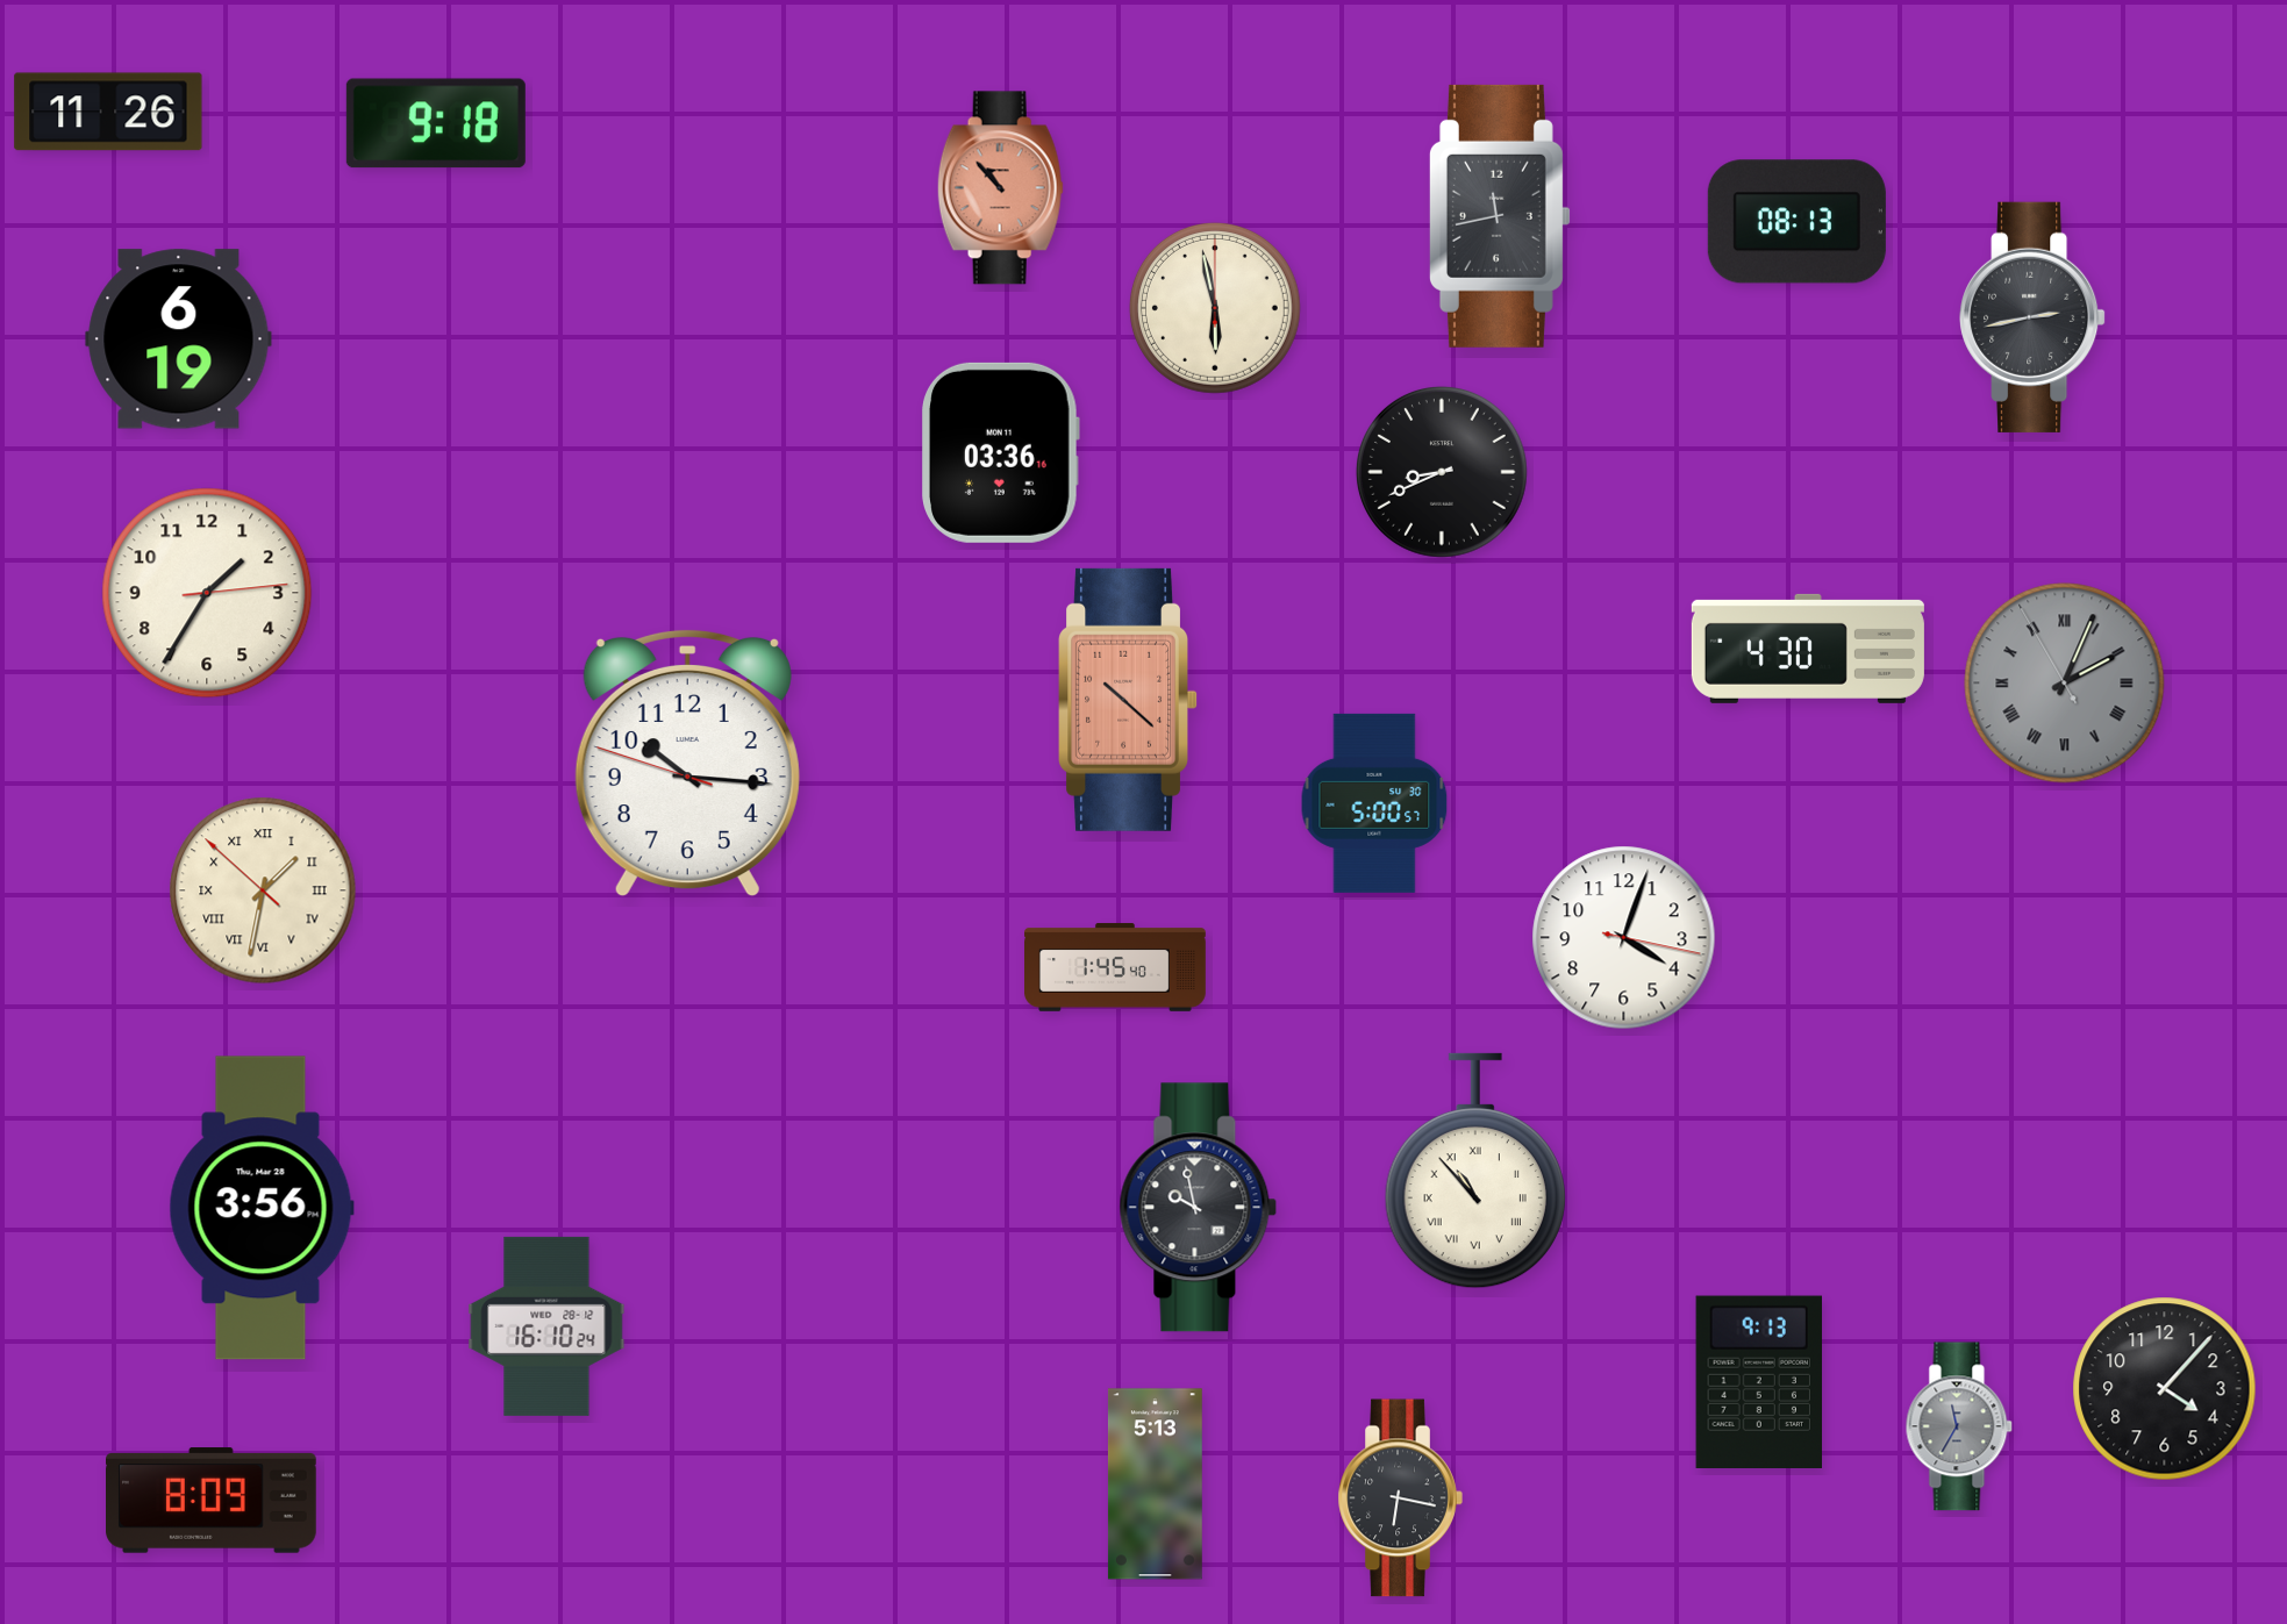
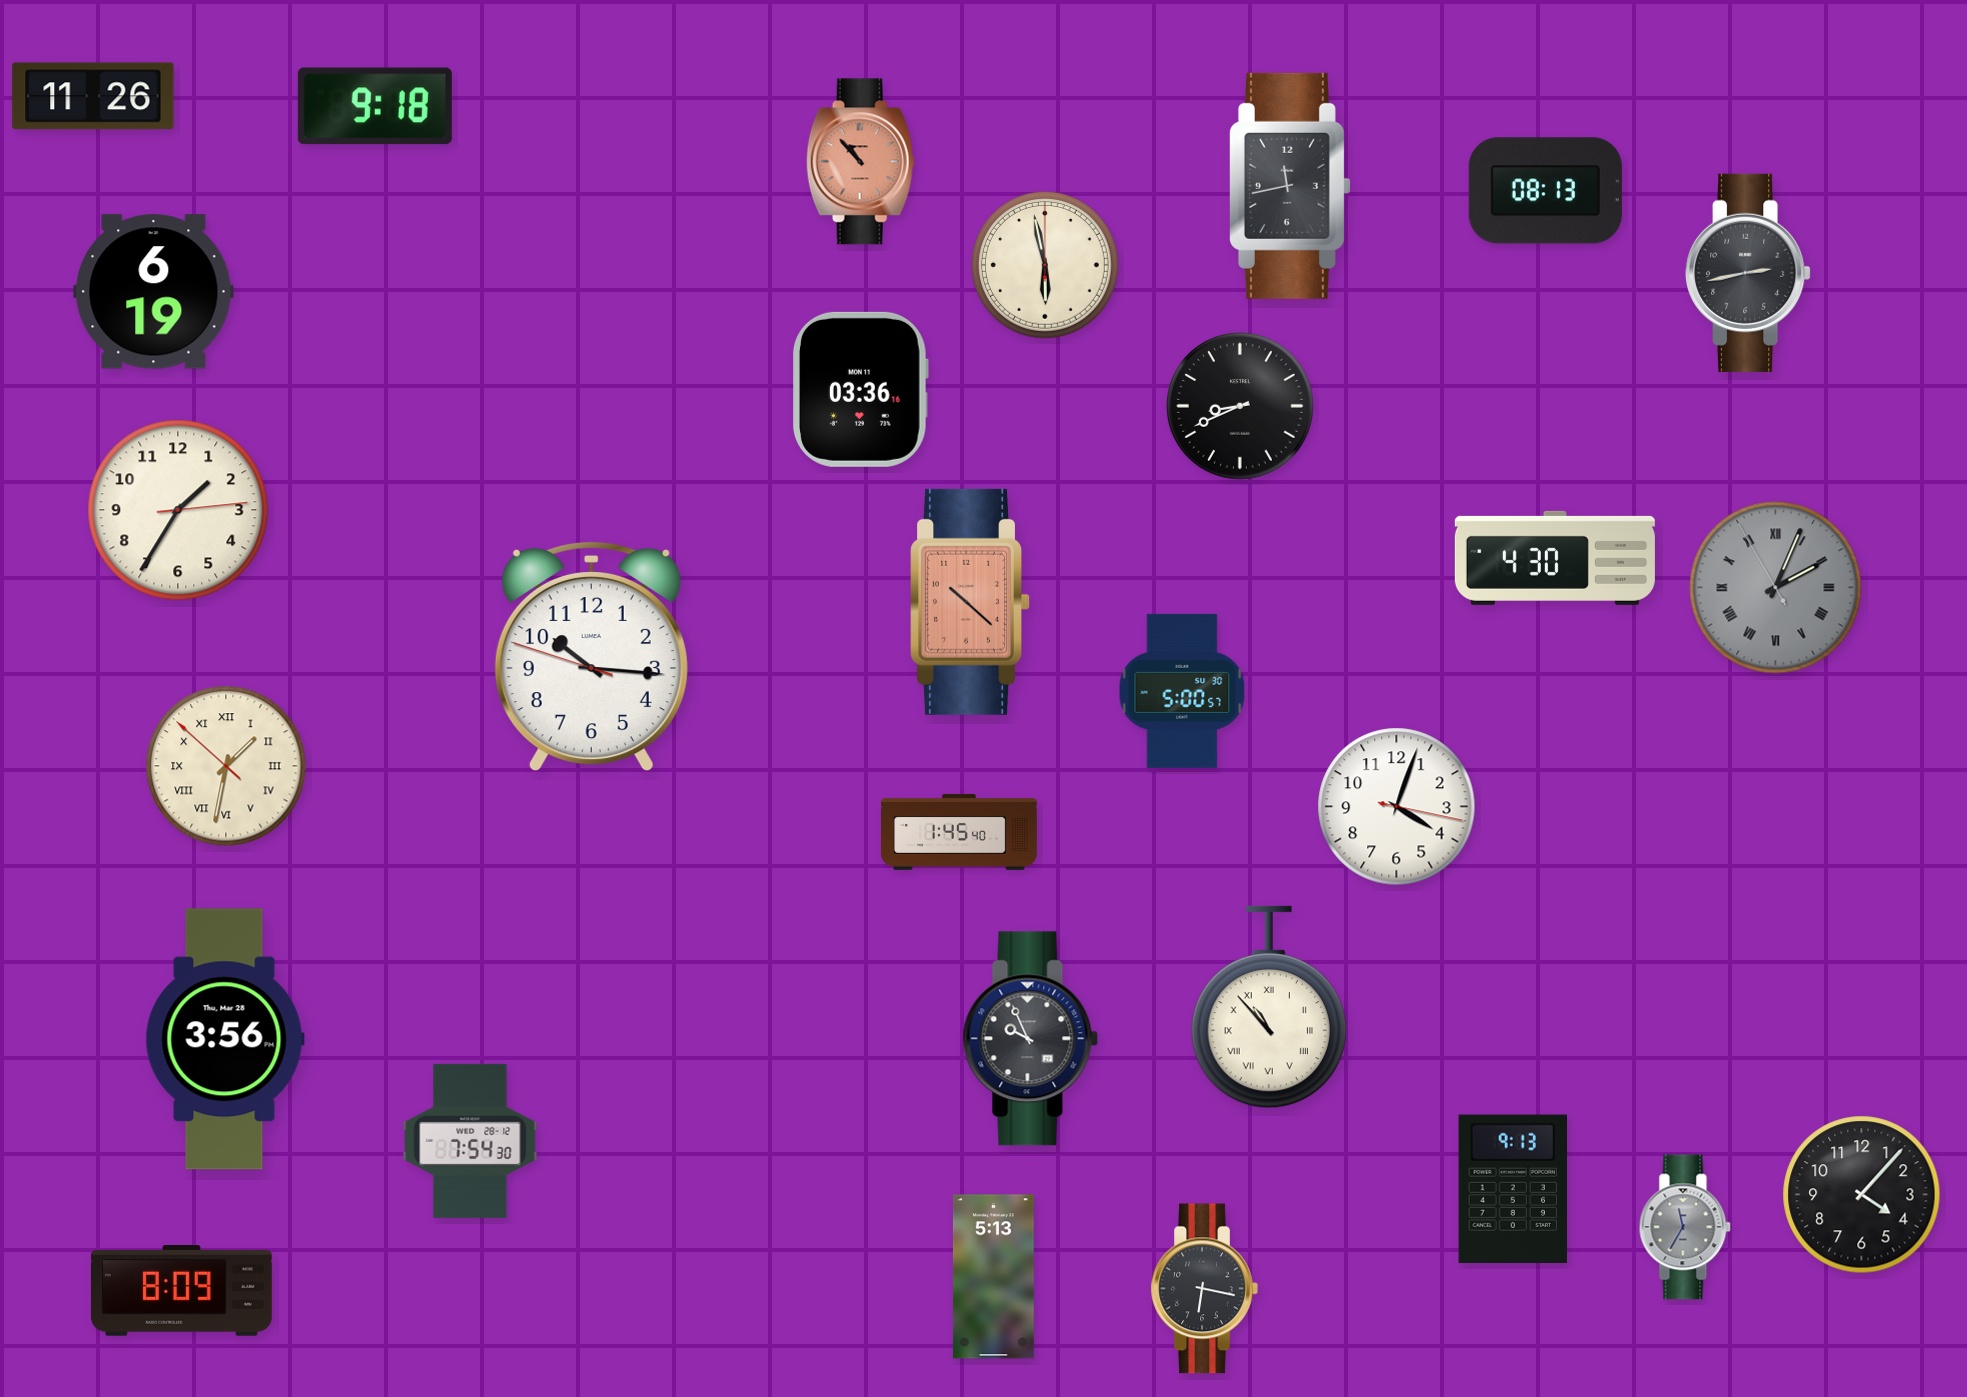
clock at (1199, 1208): 9:58 -> 9:56
clock at (546, 1326): 16:10 -> 7:54
